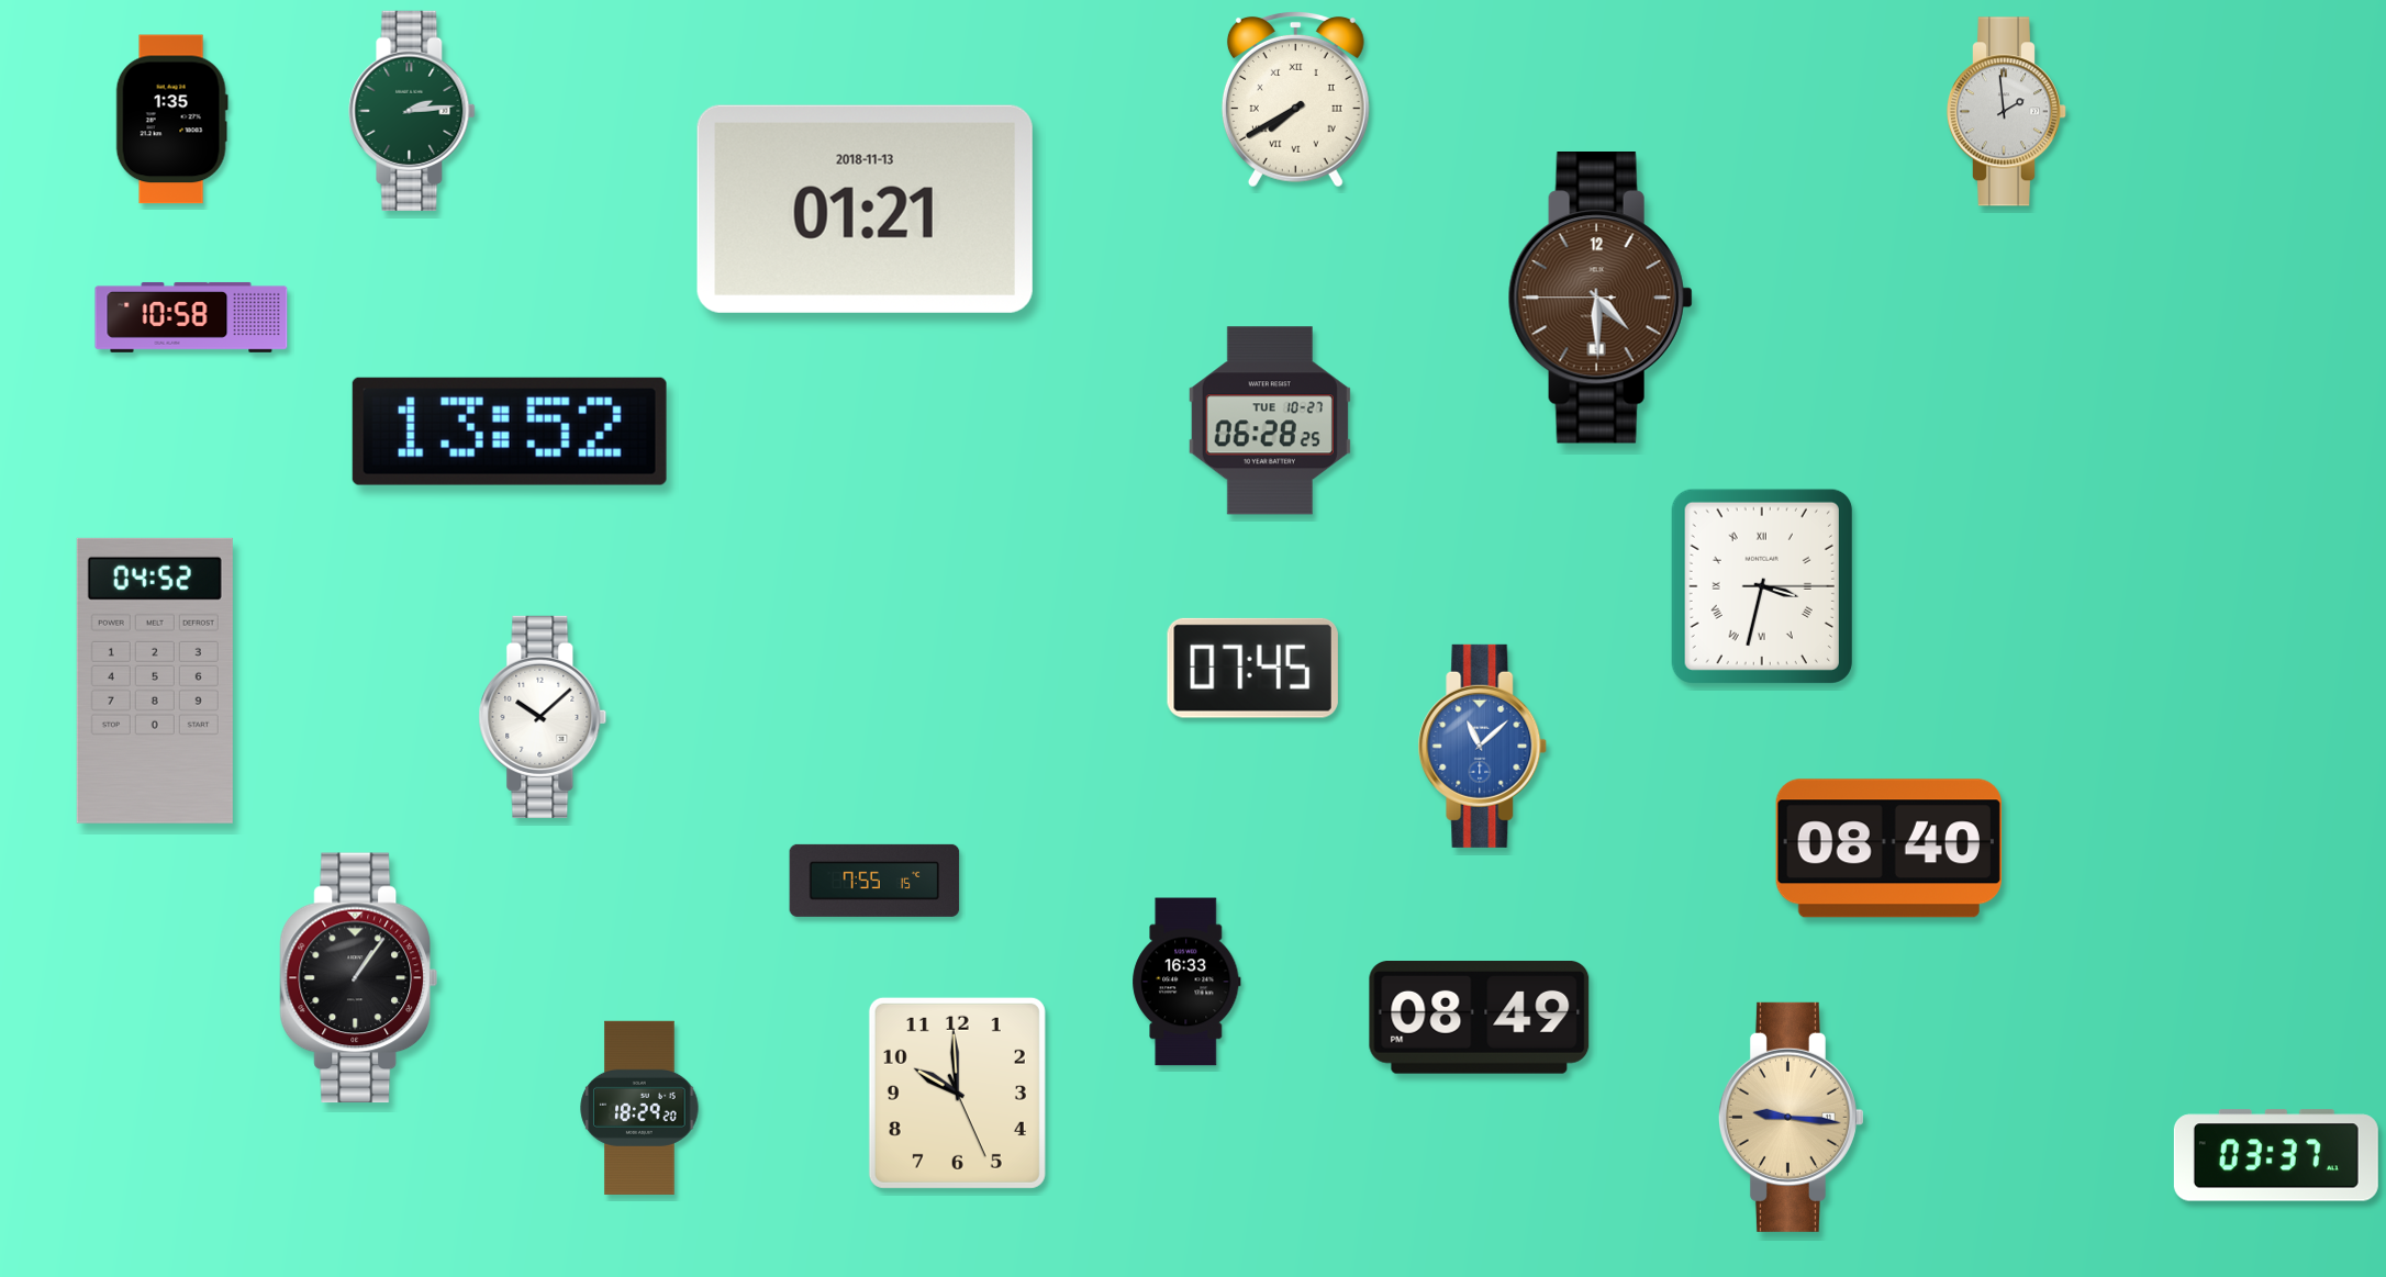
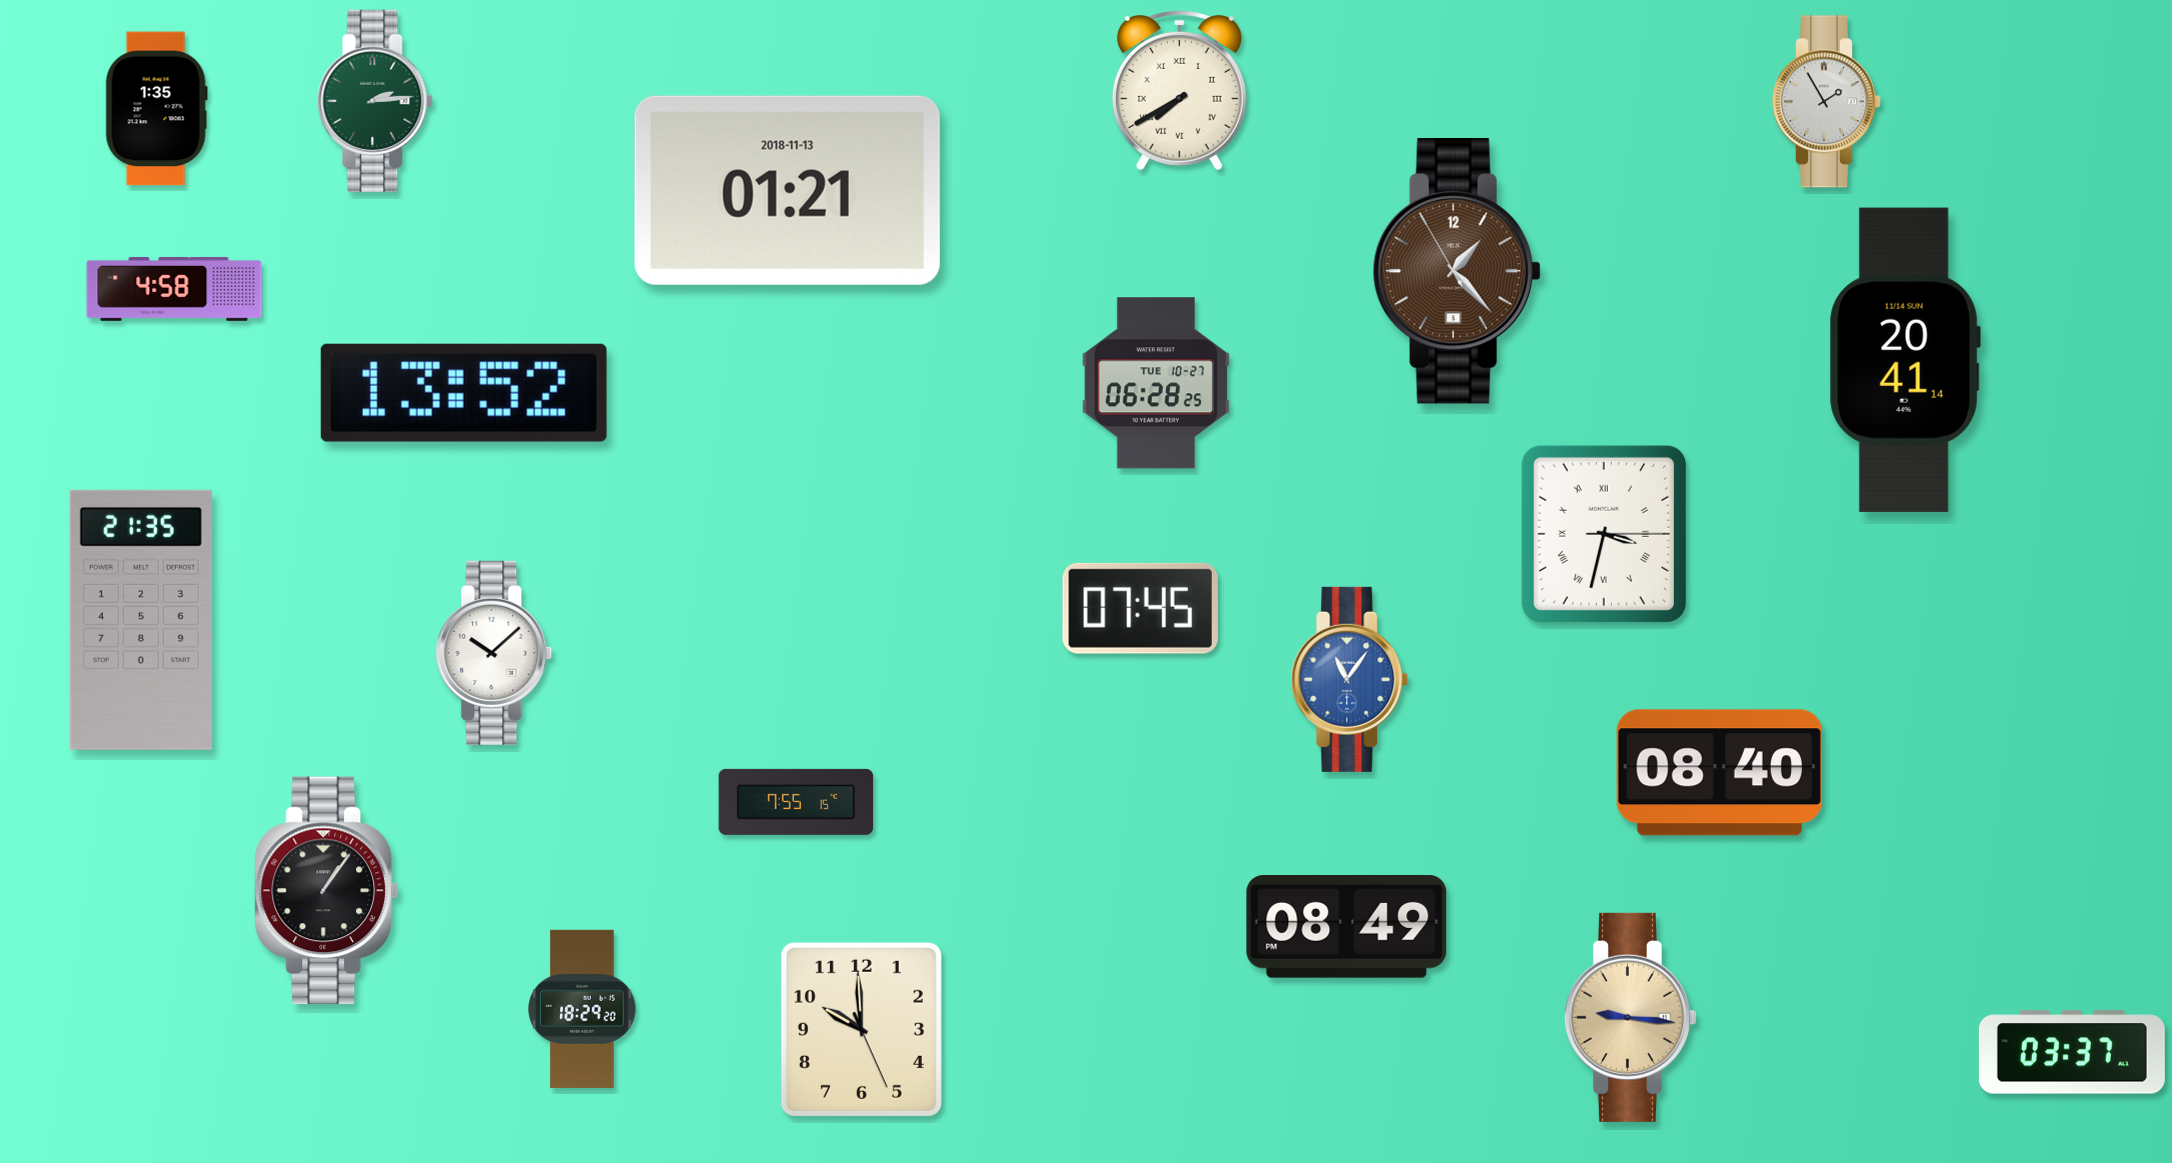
clock at (2006, 112): 1:59 -> 1:55
clock at (1601, 299): 4:29 -> 1:22
clock at (191, 317): 10:58 -> 4:58
clock at (1905, 360): none -> 20:41
clock at (155, 681): 04:52 -> 21:35
clock at (1483, 746): 11:08 -> 11:06
clock at (1186, 982): 16:33 -> none
clock at (957, 1093) position: (957, 1093) -> (861, 1029)
